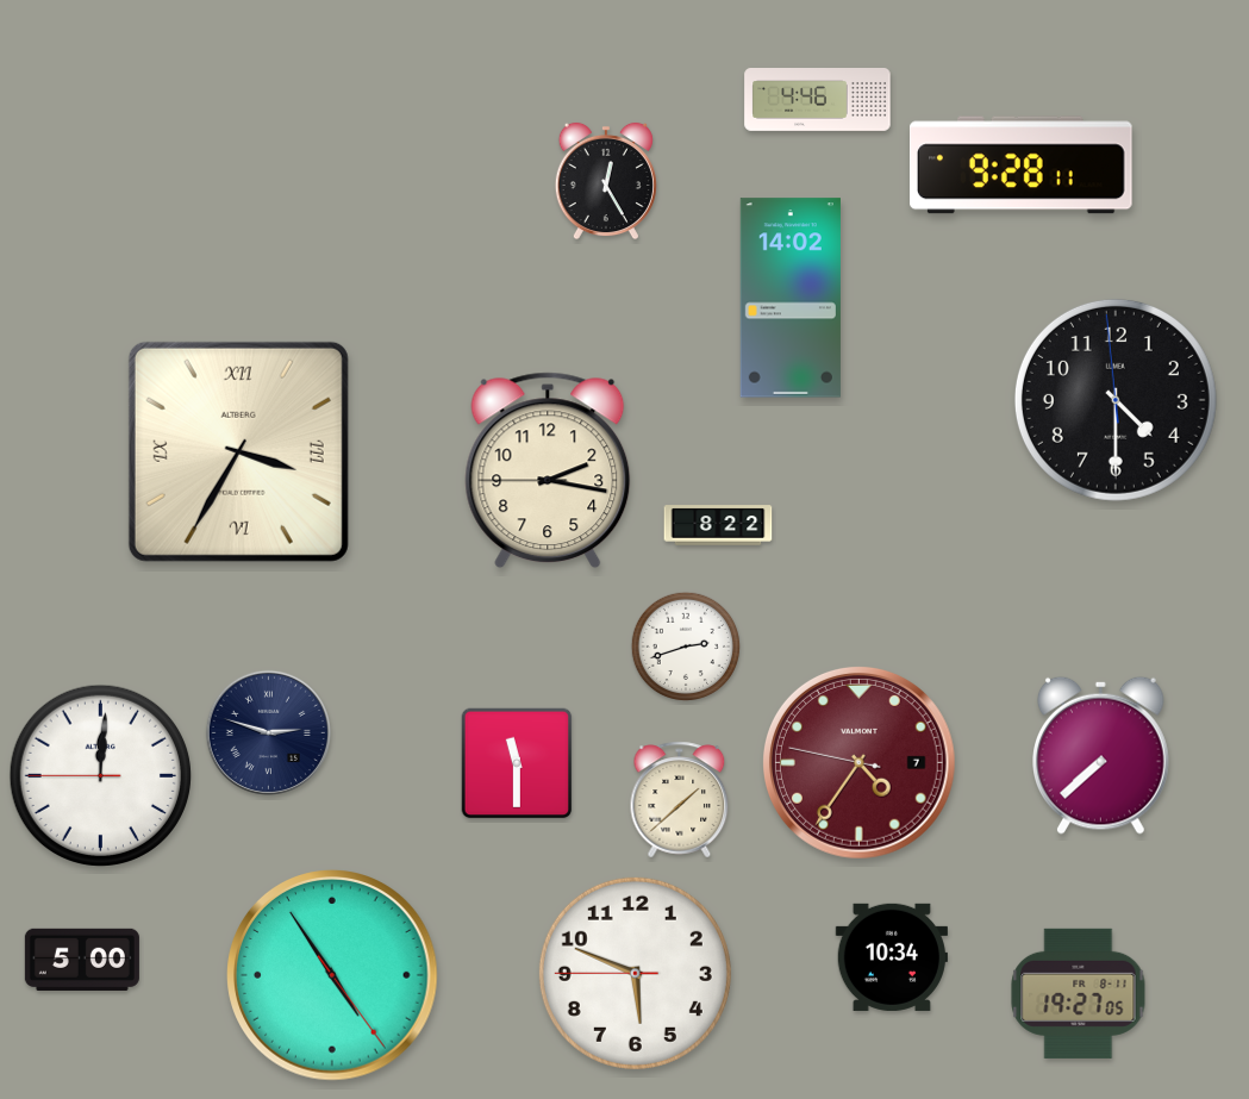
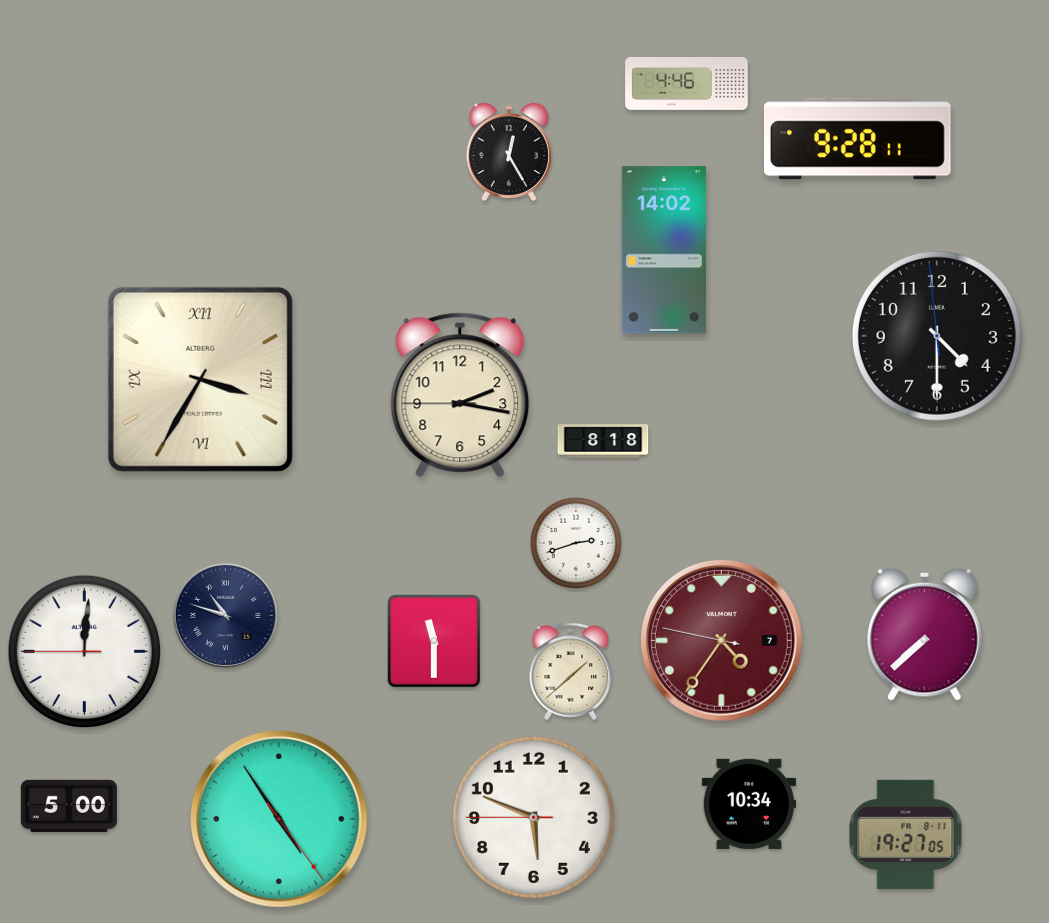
clock at (718, 525): 8:22 -> 8:18
clock at (268, 732): 2:48 -> 10:48
